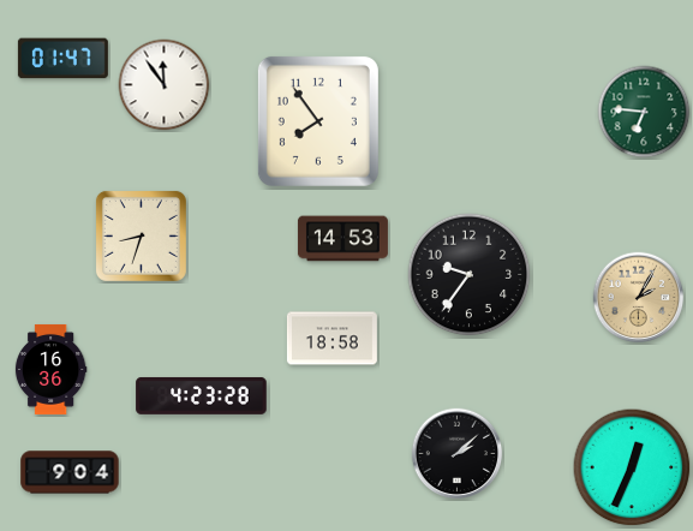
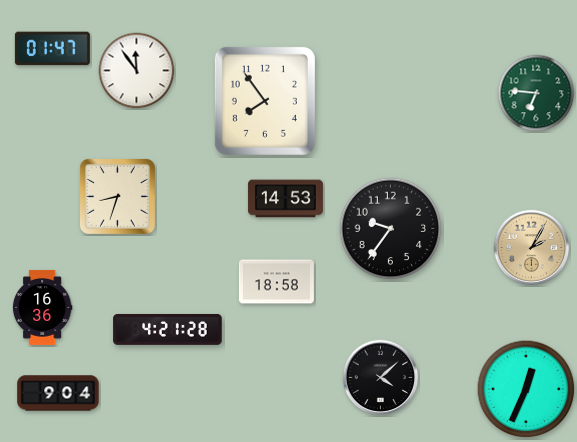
clock at (202, 395): 4:23 -> 4:21
clock at (458, 454): 2:08 -> 4:08
